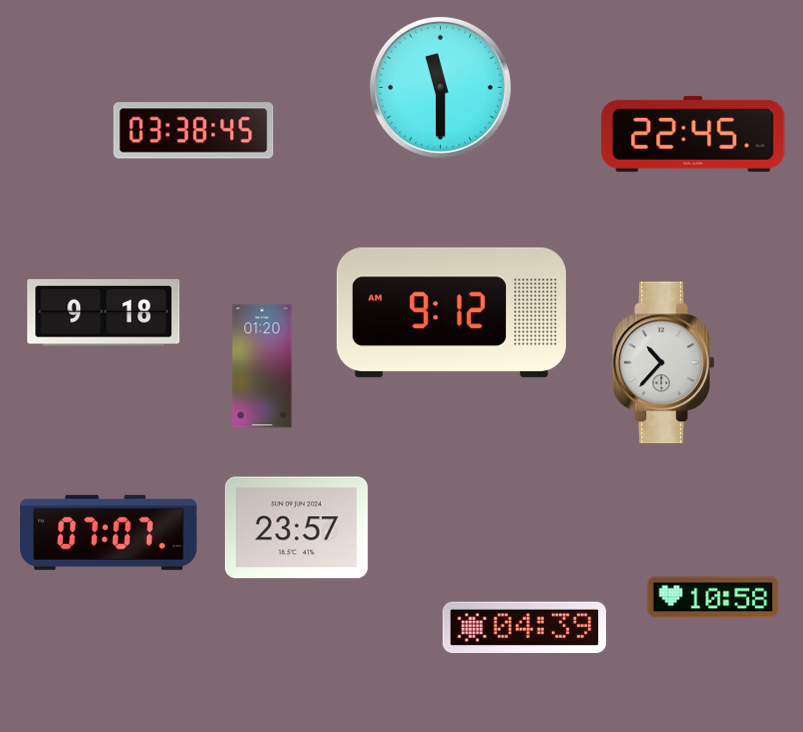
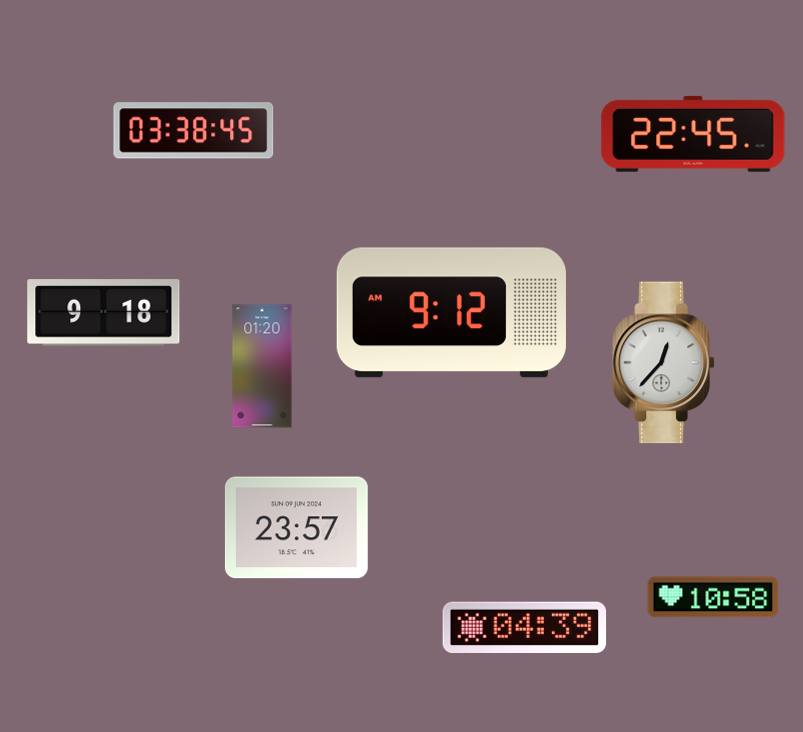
clock at (440, 87): 11:30 -> none
clock at (663, 363): 10:37 -> 12:37
clock at (109, 532): 07:07 -> none
